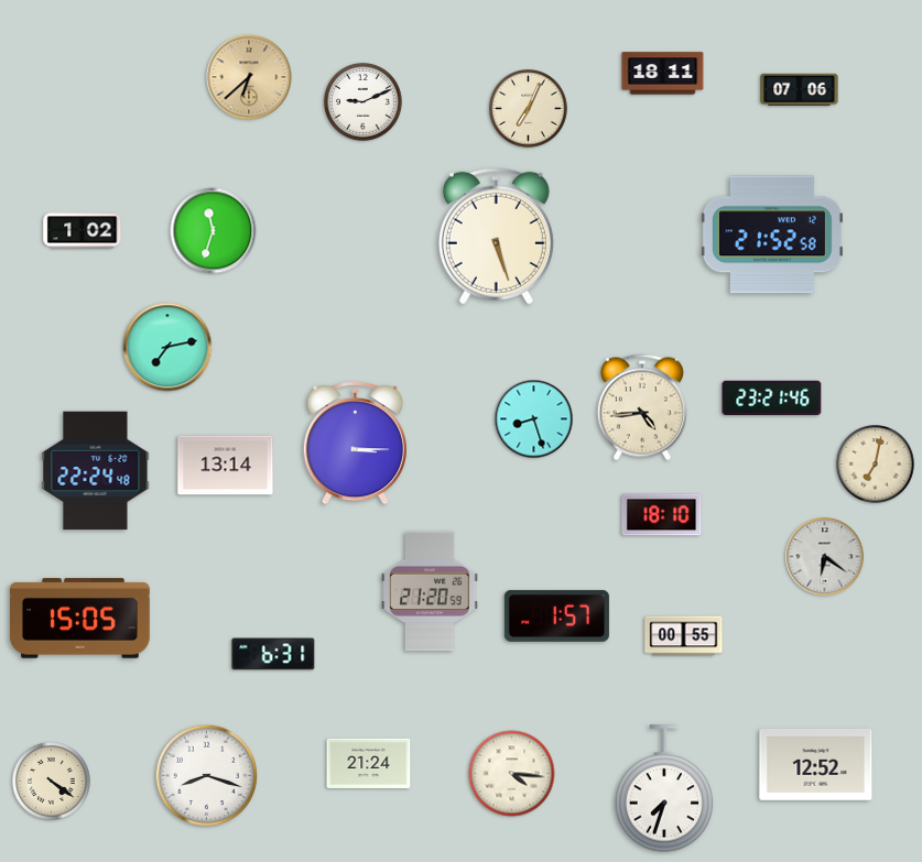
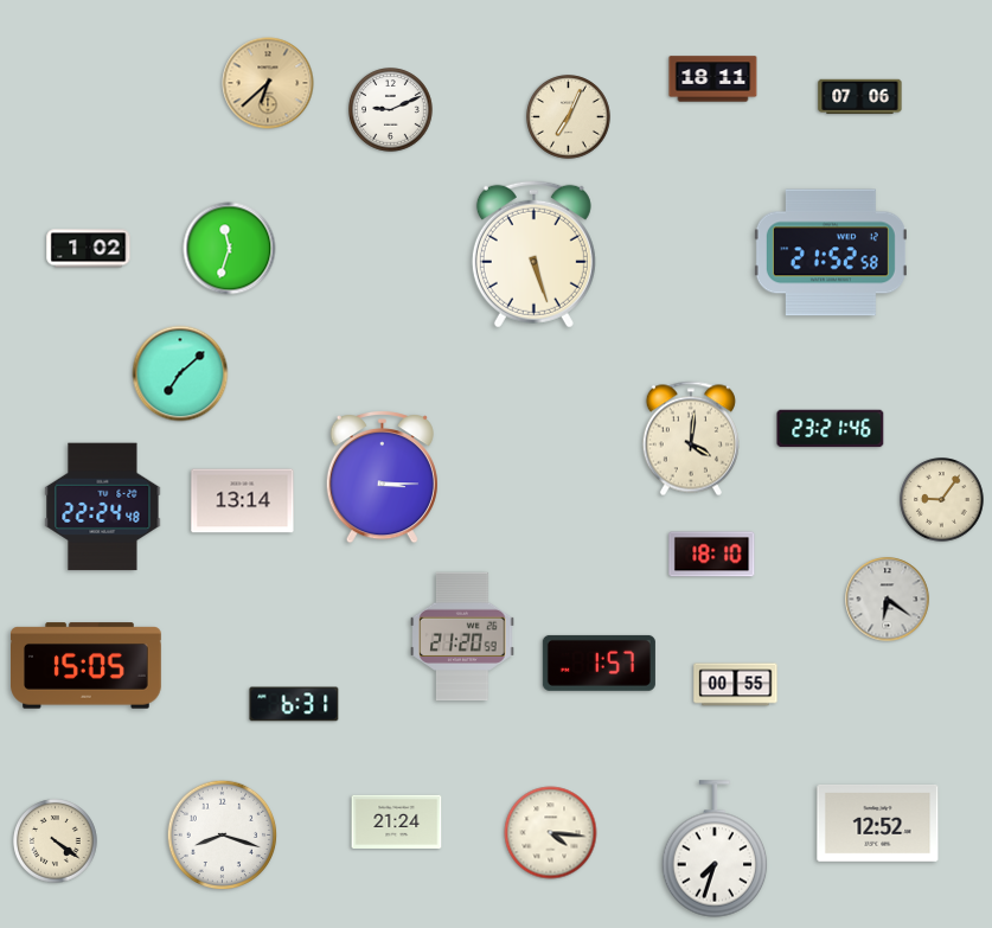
clock at (167, 347): 7:13 -> 7:08
clock at (642, 407): 4:44 -> 4:01
clock at (534, 419): 8:27 -> none
clock at (876, 465): 7:02 -> 9:06
